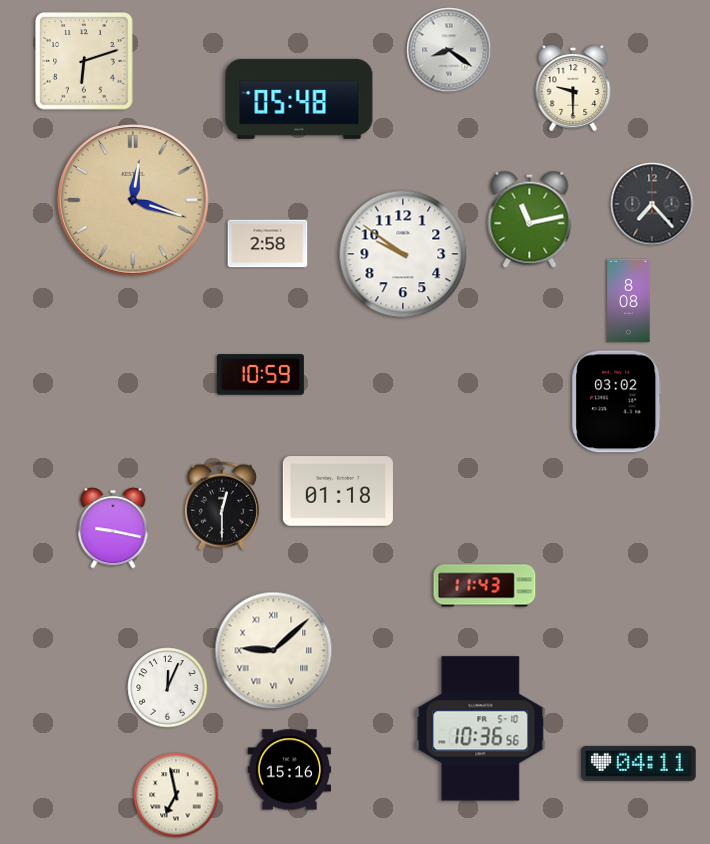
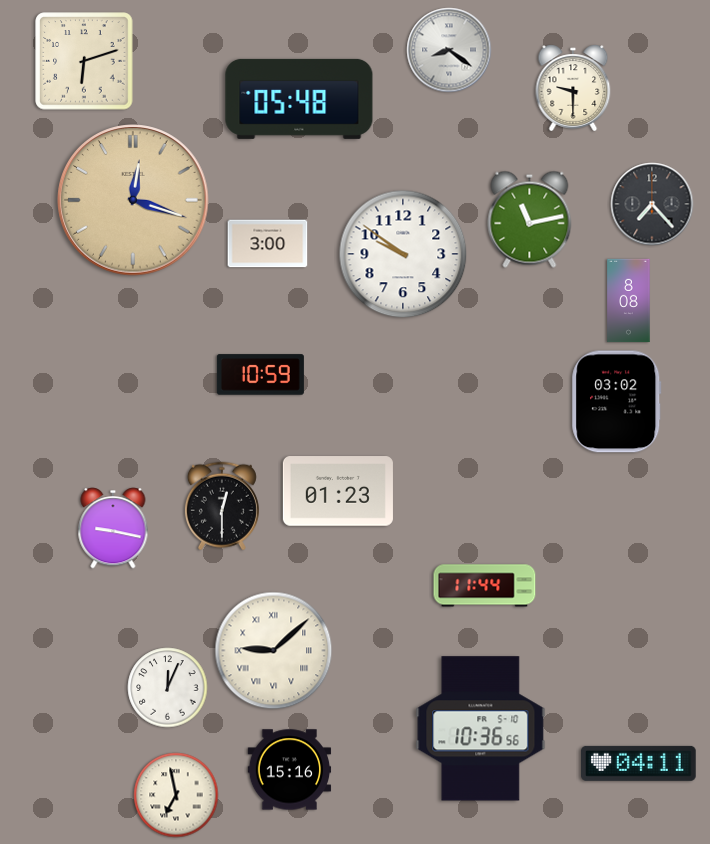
clock at (268, 244): 2:58 -> 3:00
clock at (338, 491): 01:18 -> 01:23
clock at (485, 586): 11:43 -> 11:44
